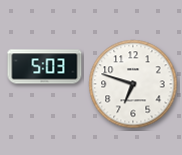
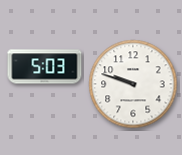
clock at (133, 84): 6:48 -> 9:48
